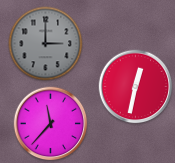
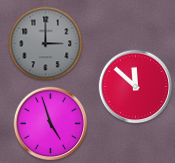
clock at (136, 87): 12:32 -> 11:52
clock at (51, 124): 11:37 -> 4:57
